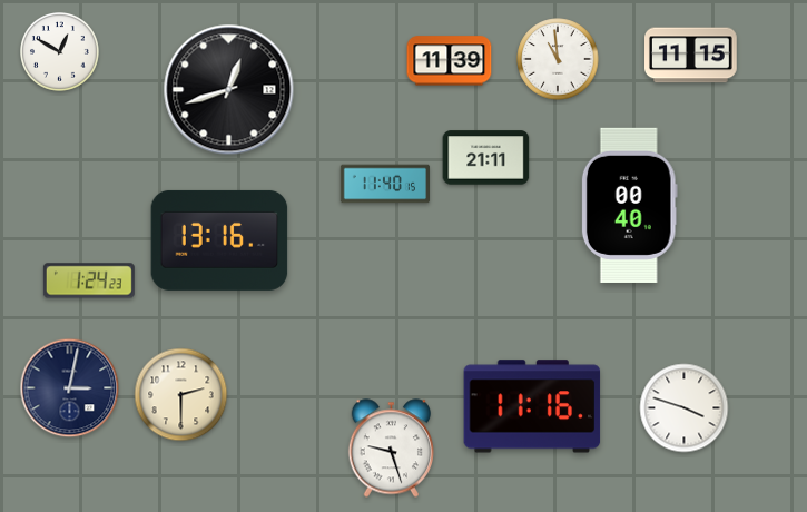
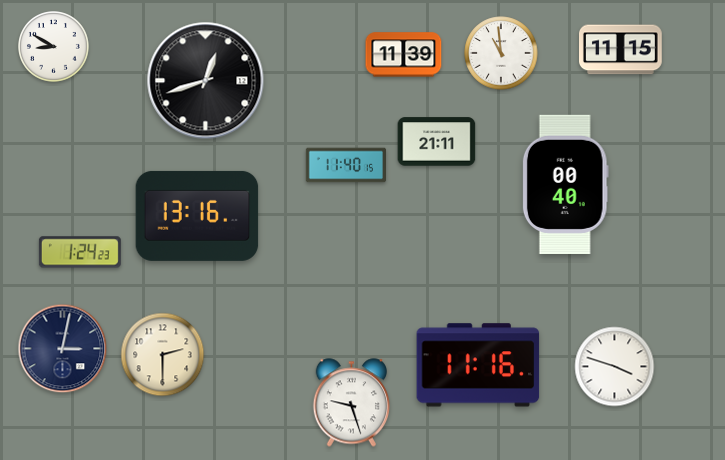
clock at (60, 52): 12:50 -> 8:50
